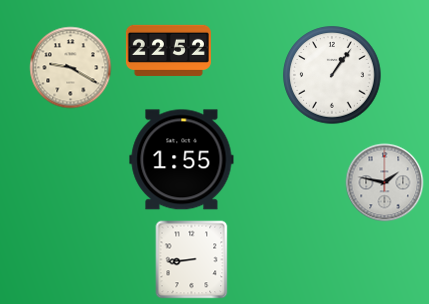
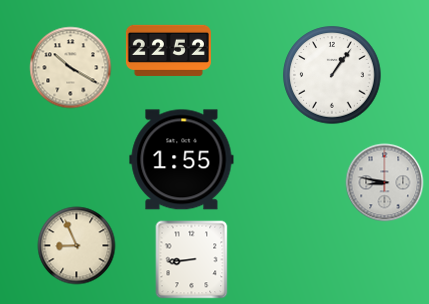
clock at (70, 67): 9:20 -> 10:20
clock at (384, 182): 1:47 -> 8:47
clock at (76, 245): none -> 8:56
